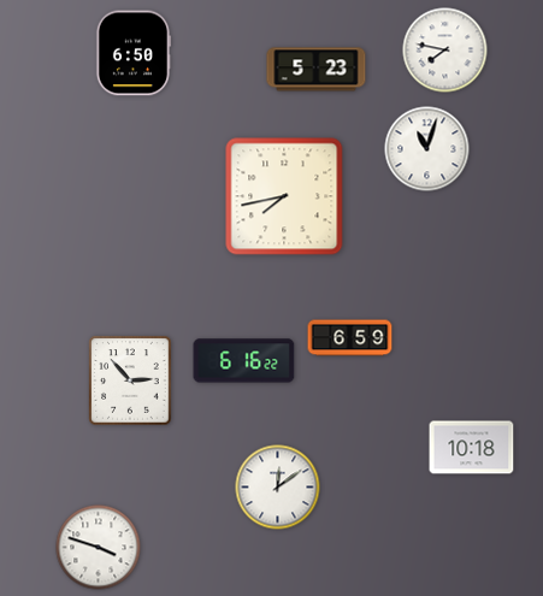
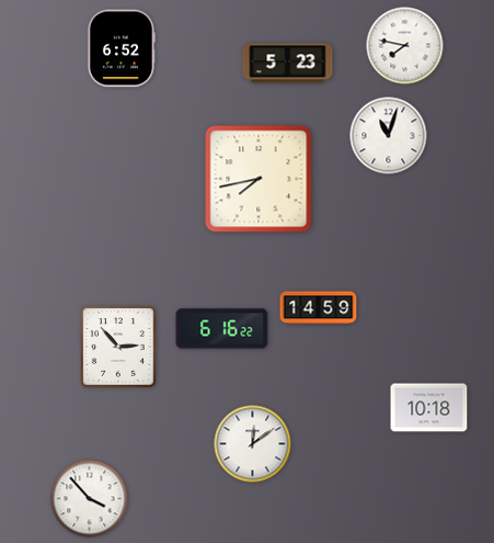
clock at (132, 53): 6:50 -> 6:52
clock at (350, 338): 6:59 -> 14:59
clock at (99, 548): 3:48 -> 3:53
